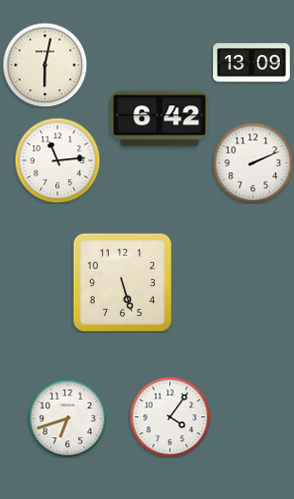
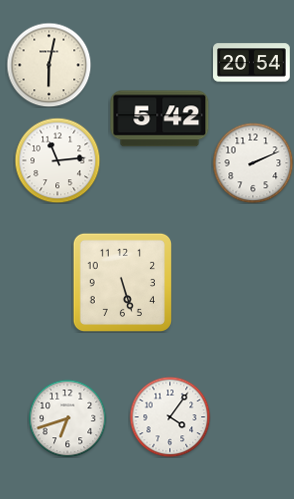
clock at (252, 63): 13:09 -> 20:54
clock at (45, 65) position: (45, 65) -> (49, 65)
clock at (160, 119): 6:42 -> 5:42
